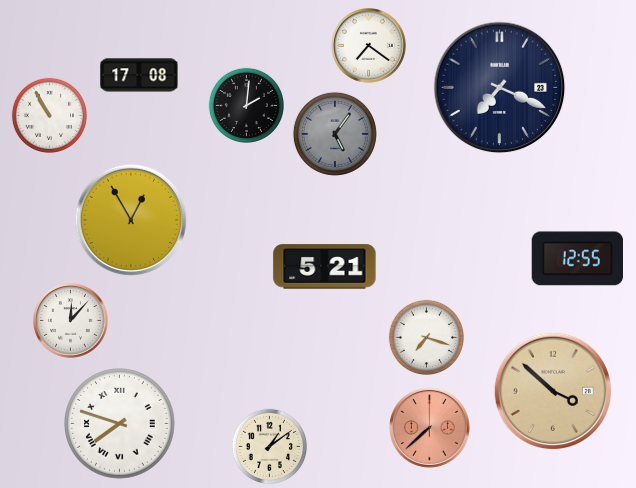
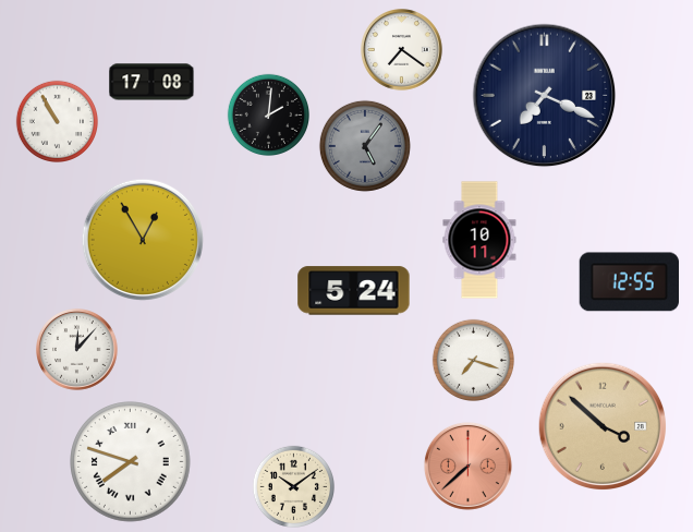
clock at (49, 115) position: (49, 115) -> (57, 121)
clock at (479, 240): none -> 10:11
clock at (325, 267): 5:21 -> 5:24
clock at (426, 337) position: (426, 337) -> (473, 360)
clock at (269, 446): 1:09 -> 10:09
